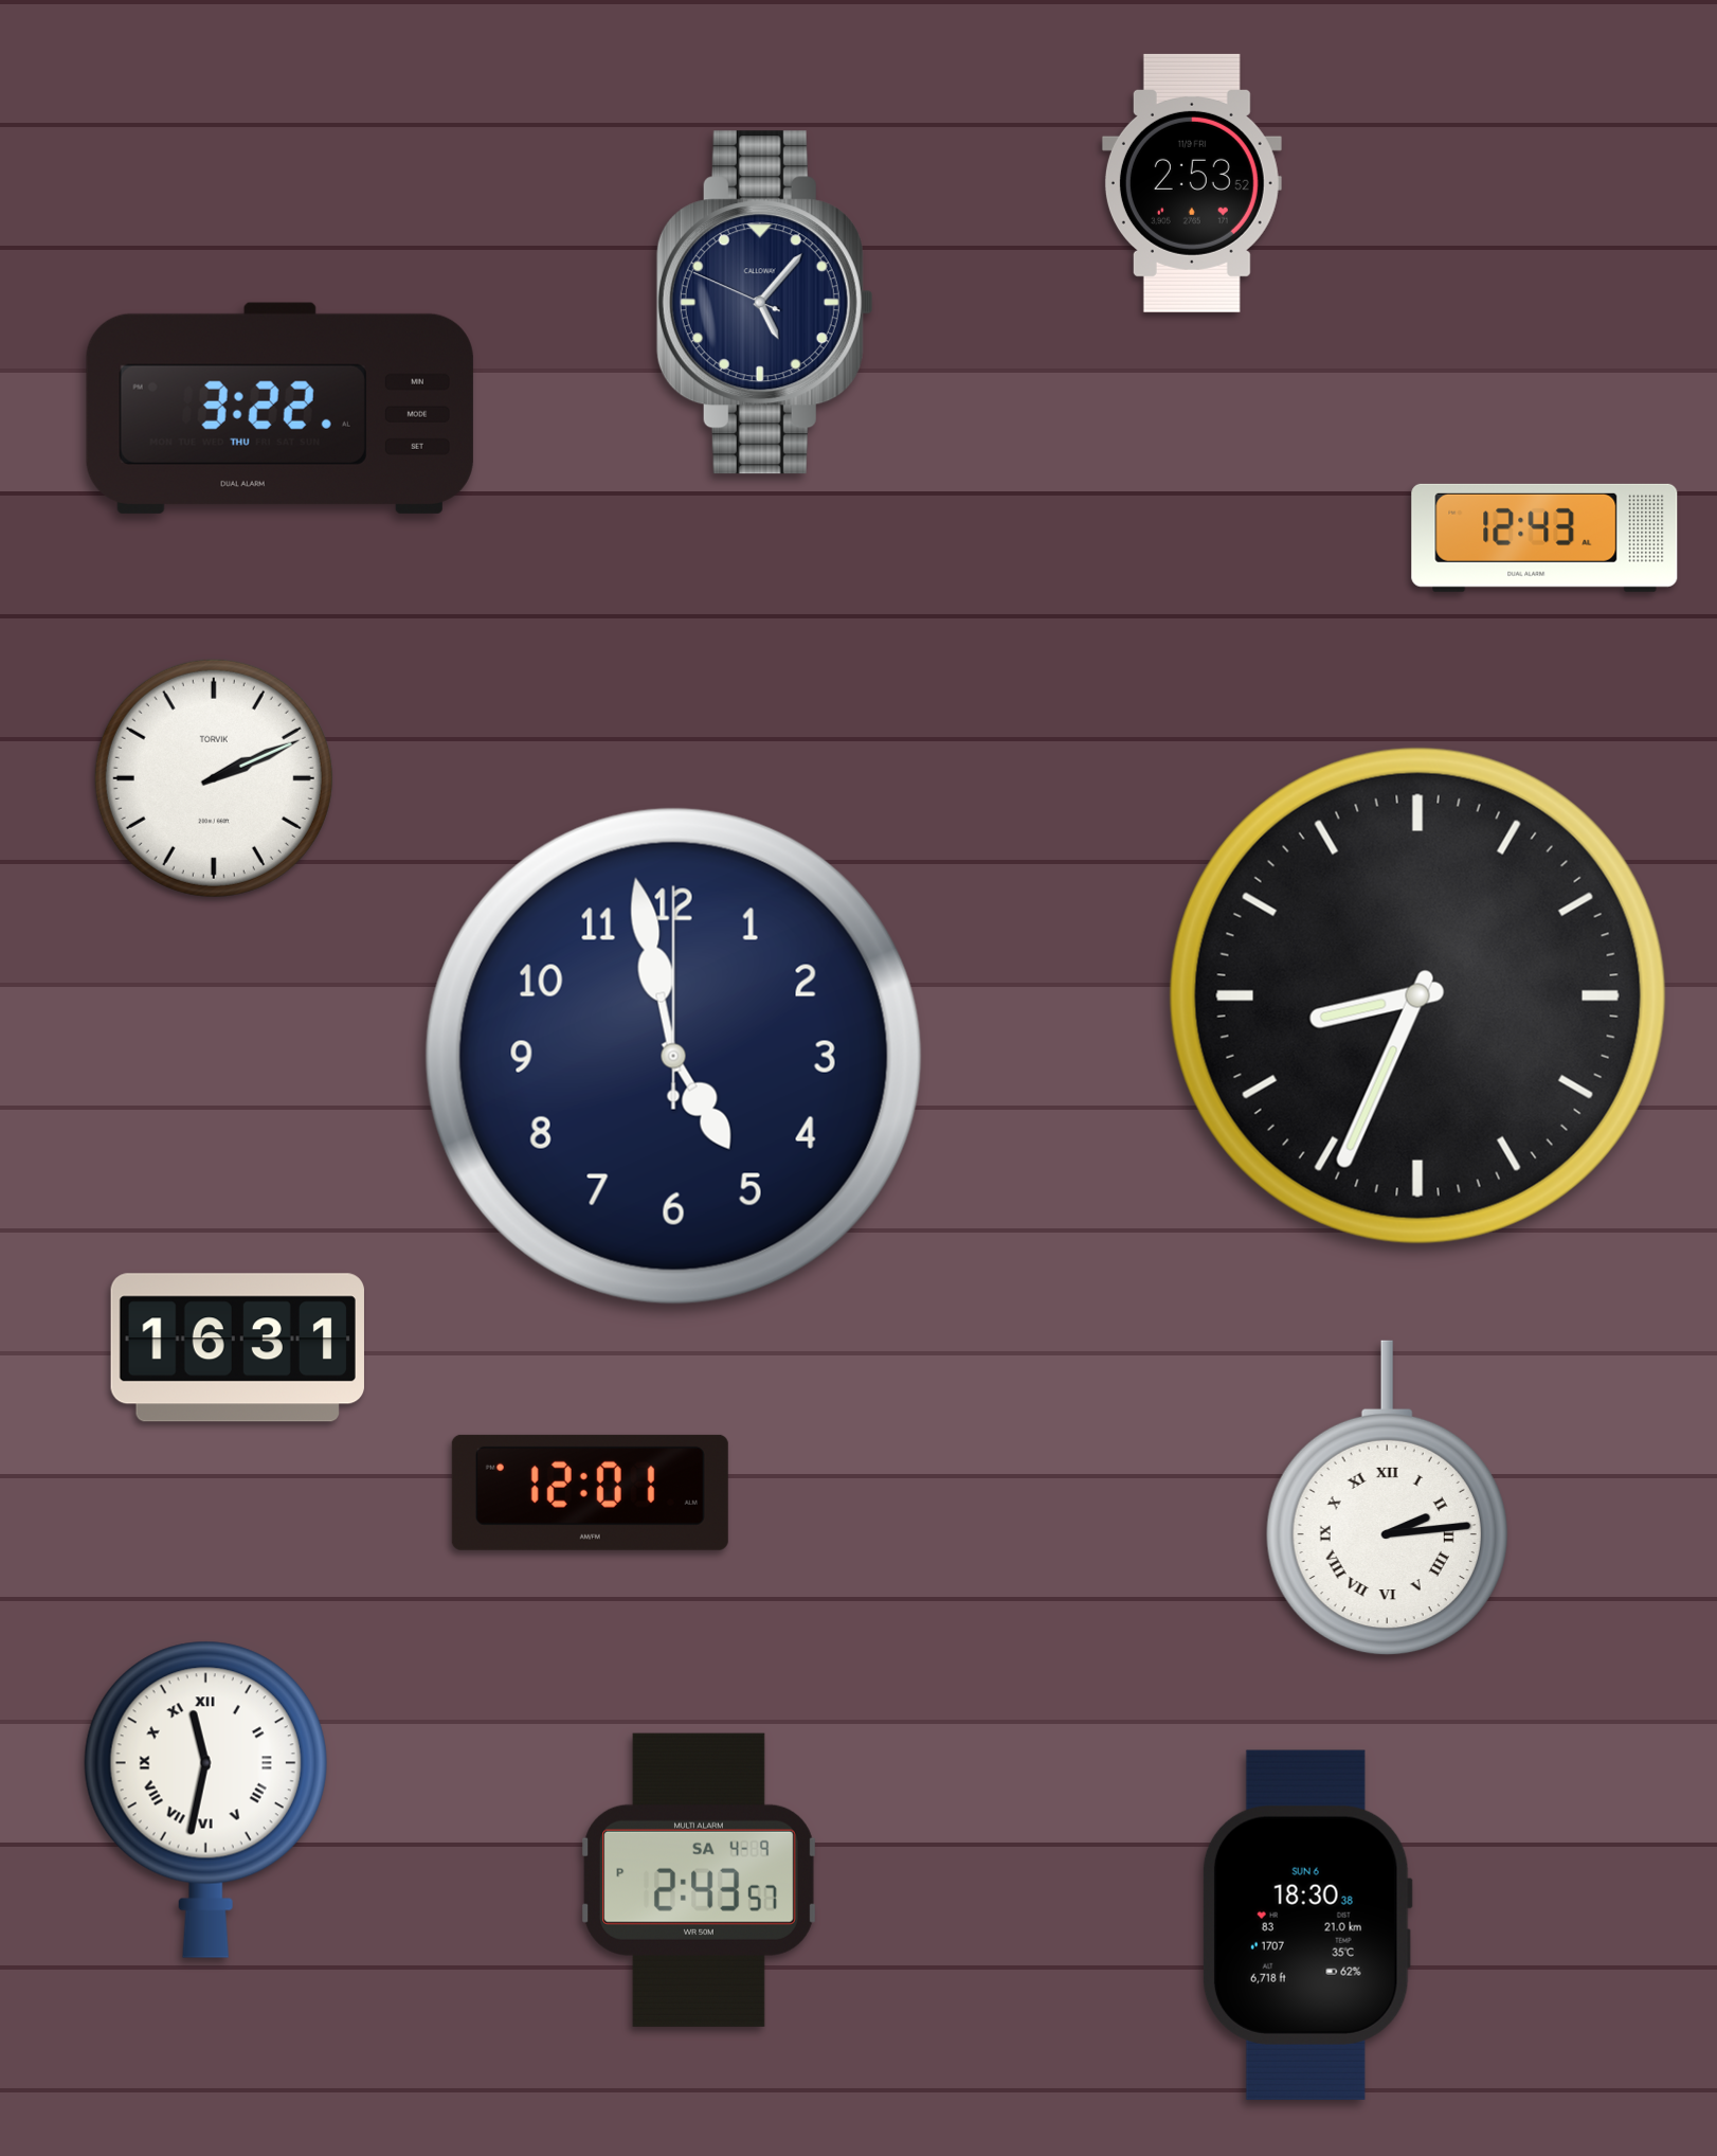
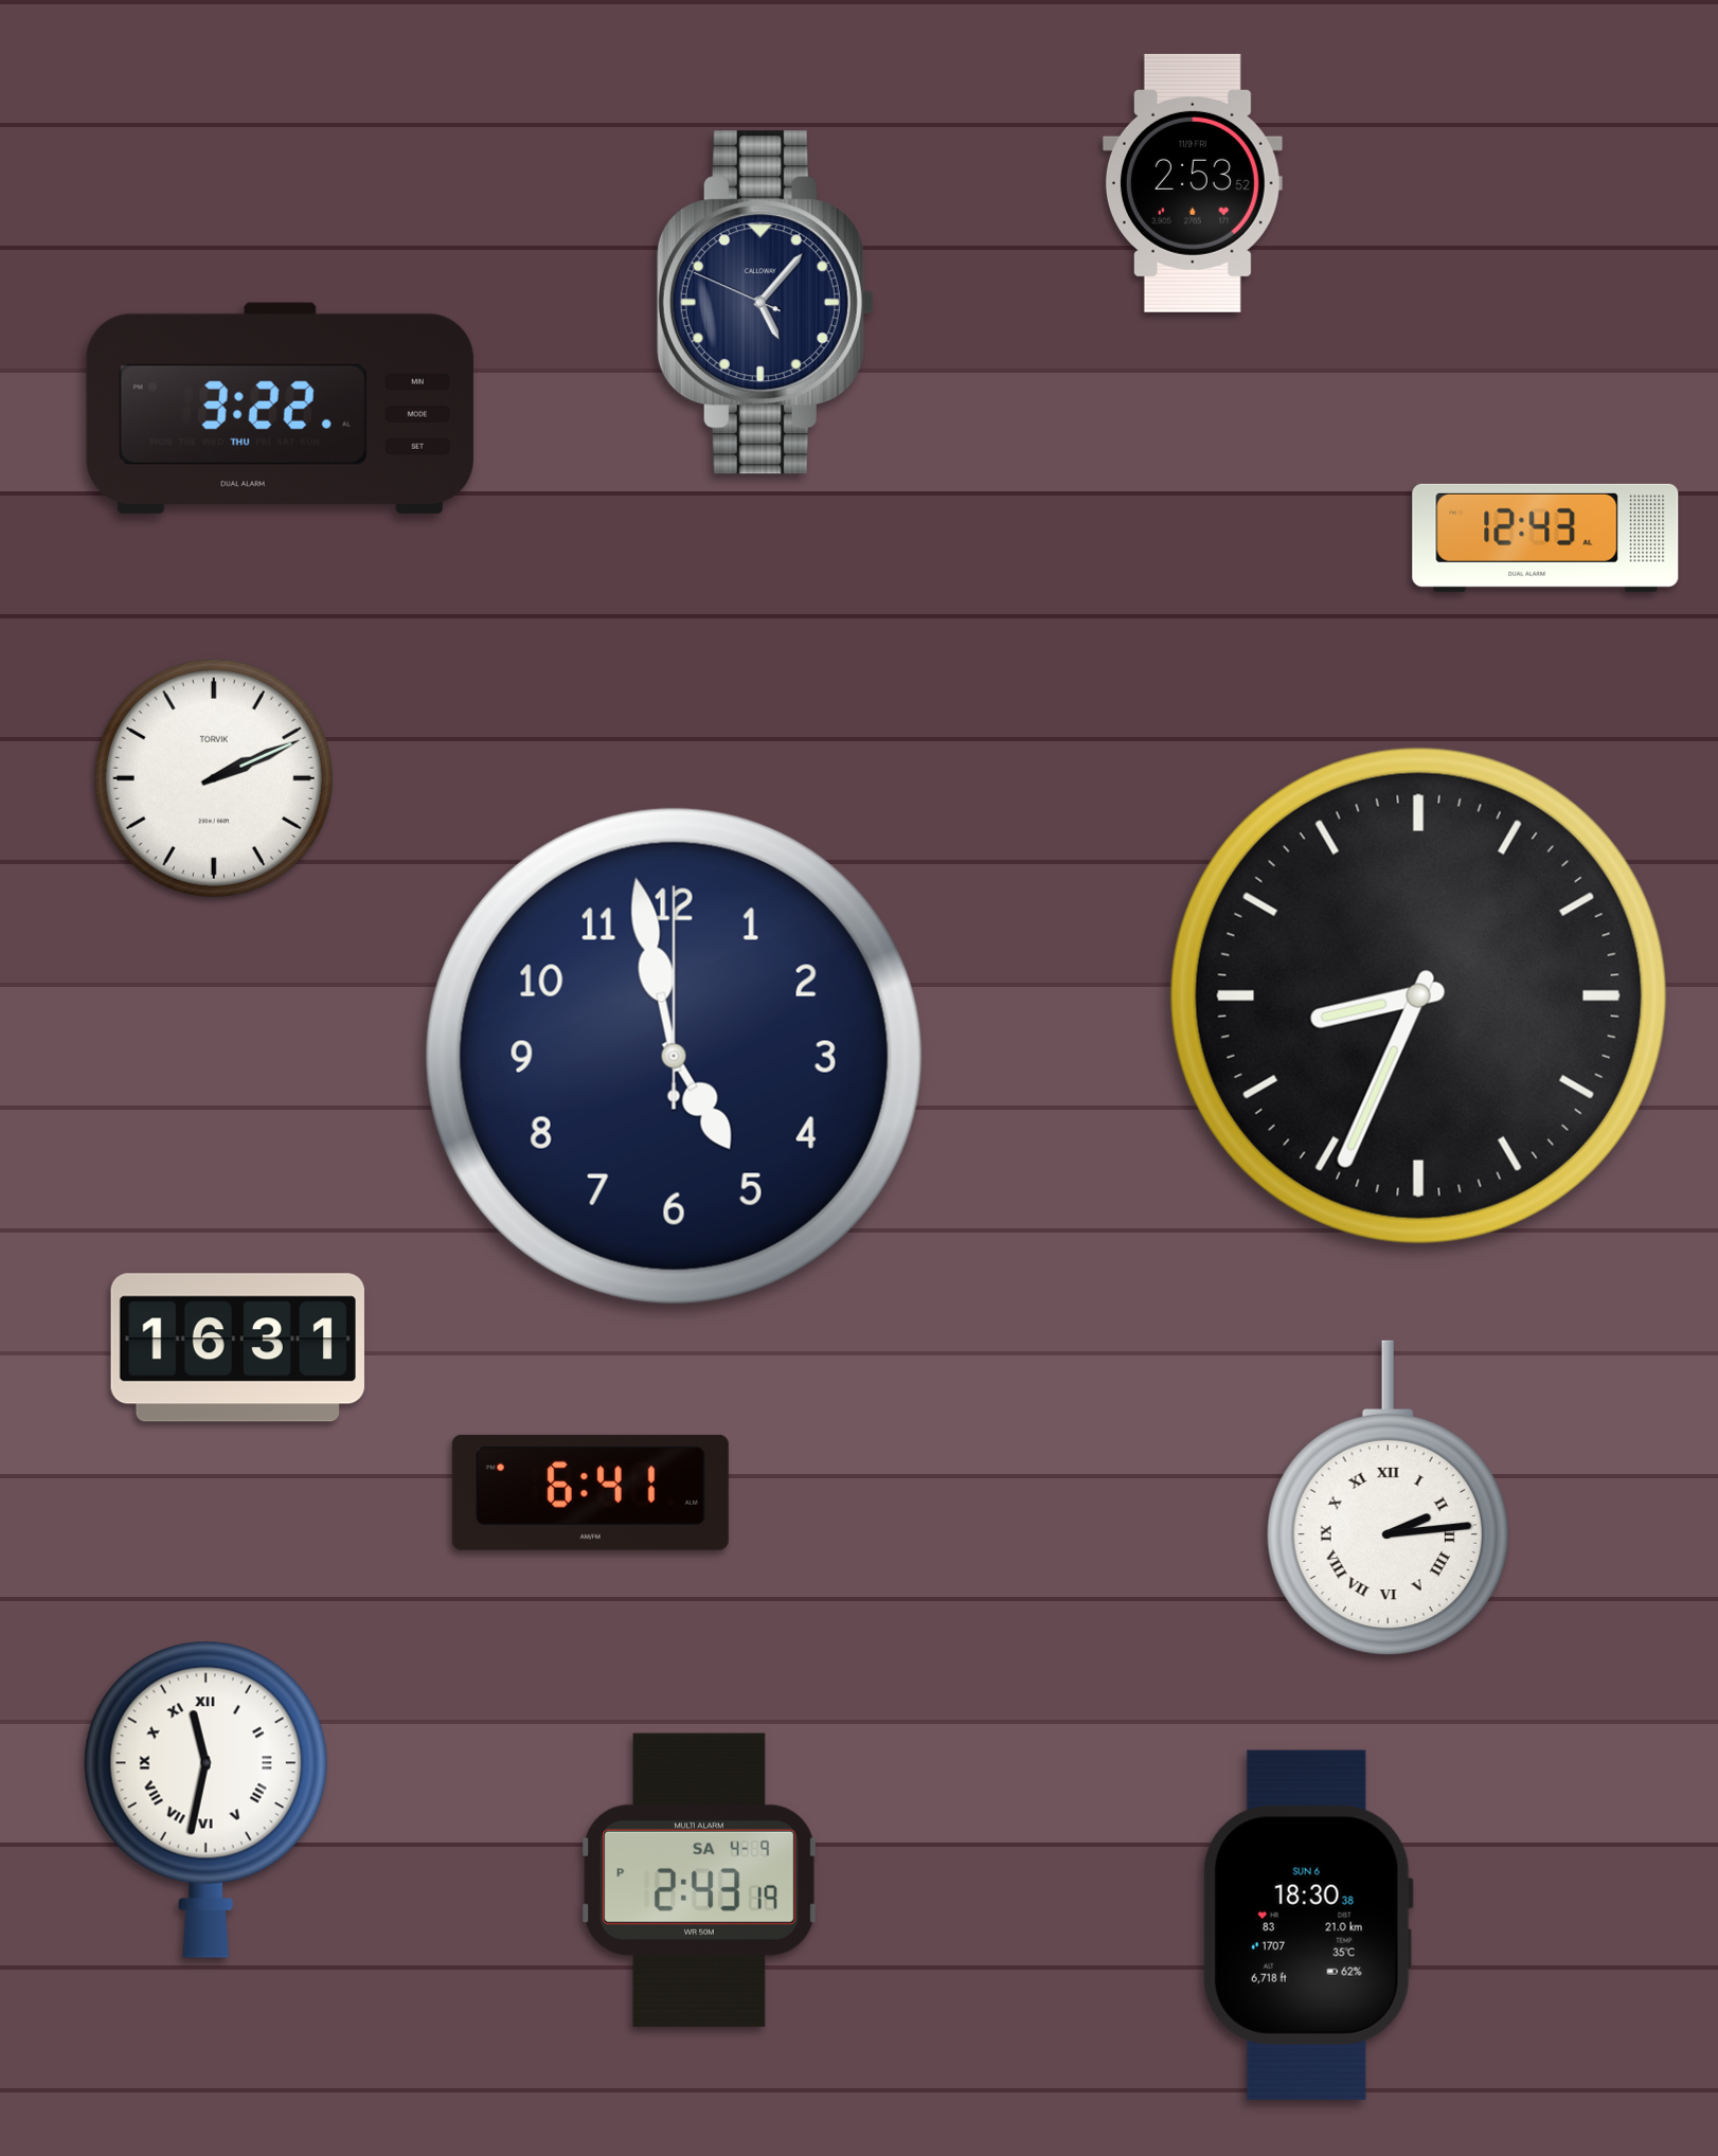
clock at (590, 1492): 12:01 -> 6:41
clock at (699, 1880): 2:43:57 PM -> 2:43:19 PM
